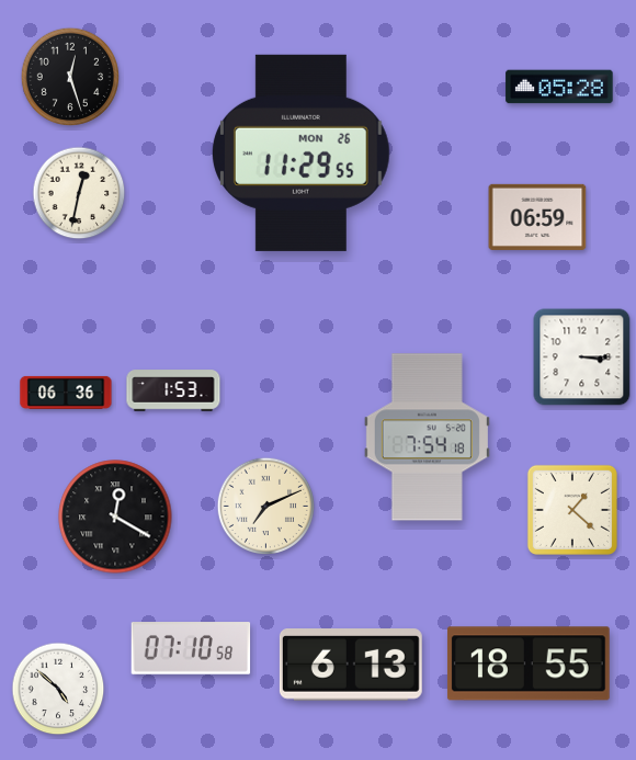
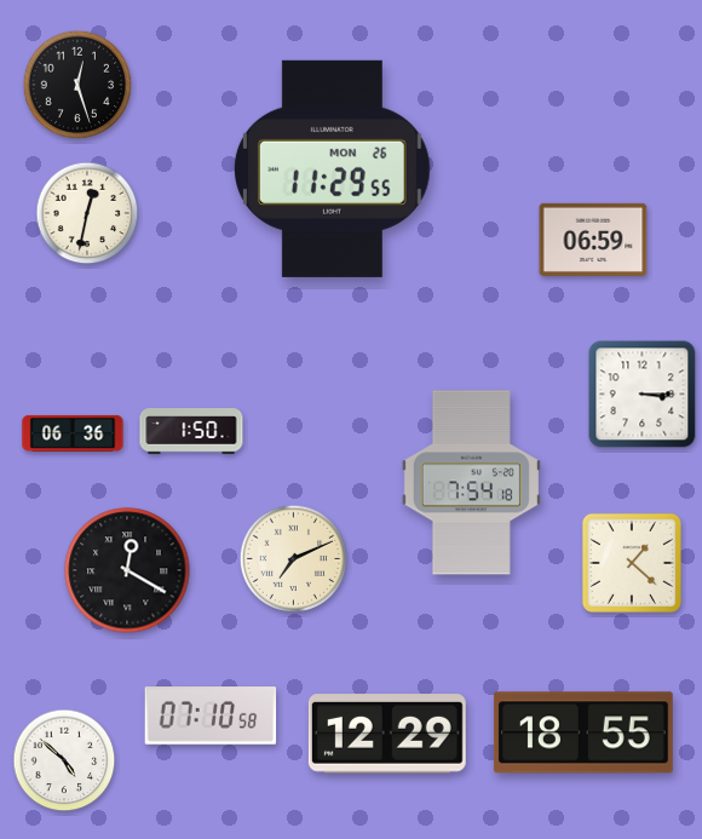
clock at (559, 87): 05:28 -> none
clock at (173, 390): 1:53 -> 1:50
clock at (351, 665): 6:13 -> 12:29
